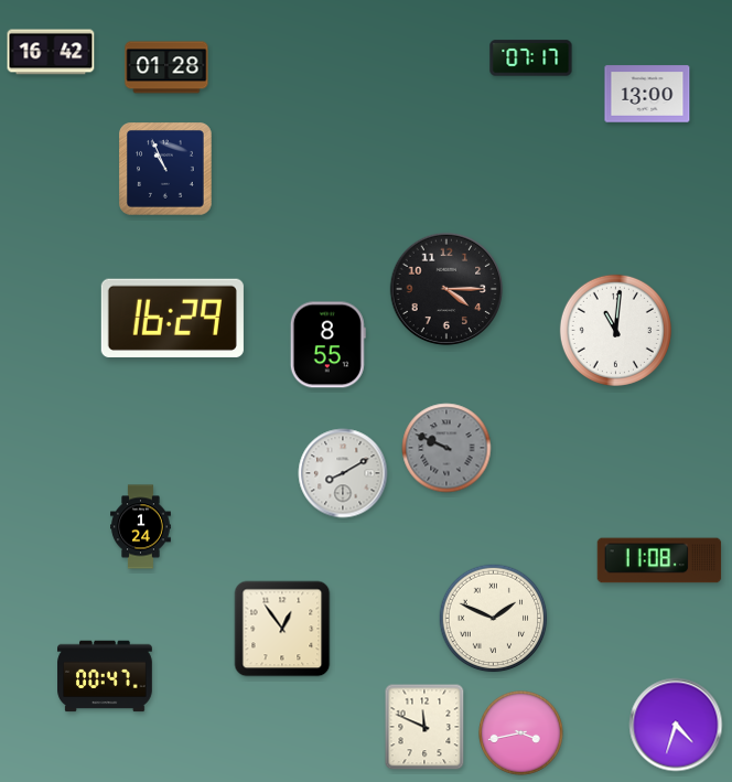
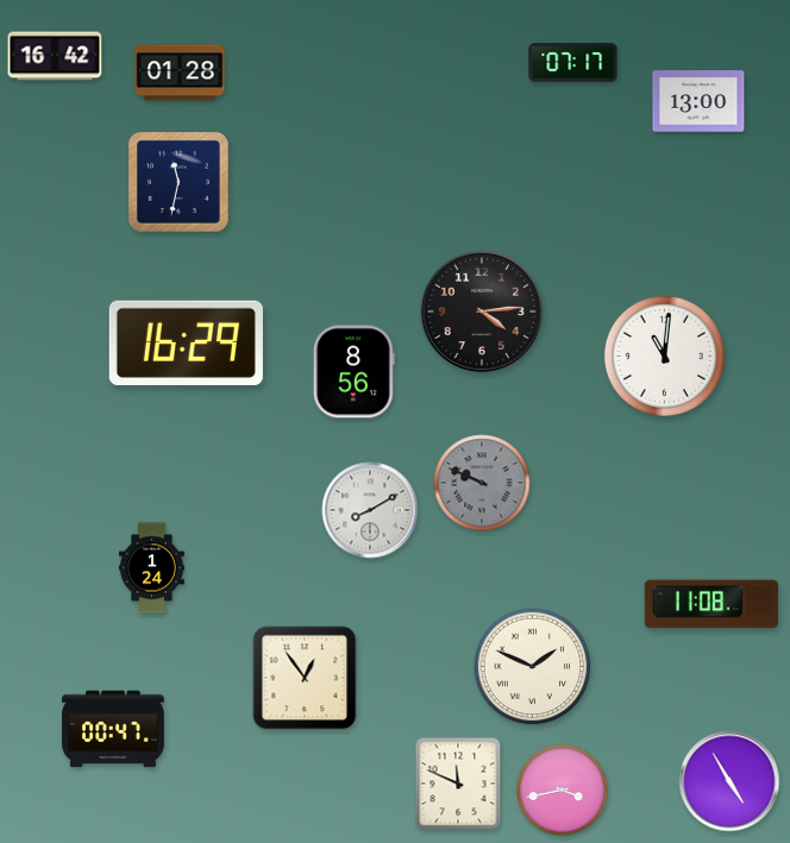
clock at (166, 170): 10:56 -> 11:32
clock at (446, 289): 4:15 -> 4:14
clock at (327, 345): 8:55 -> 8:56
clock at (676, 725): 4:33 -> 4:55
